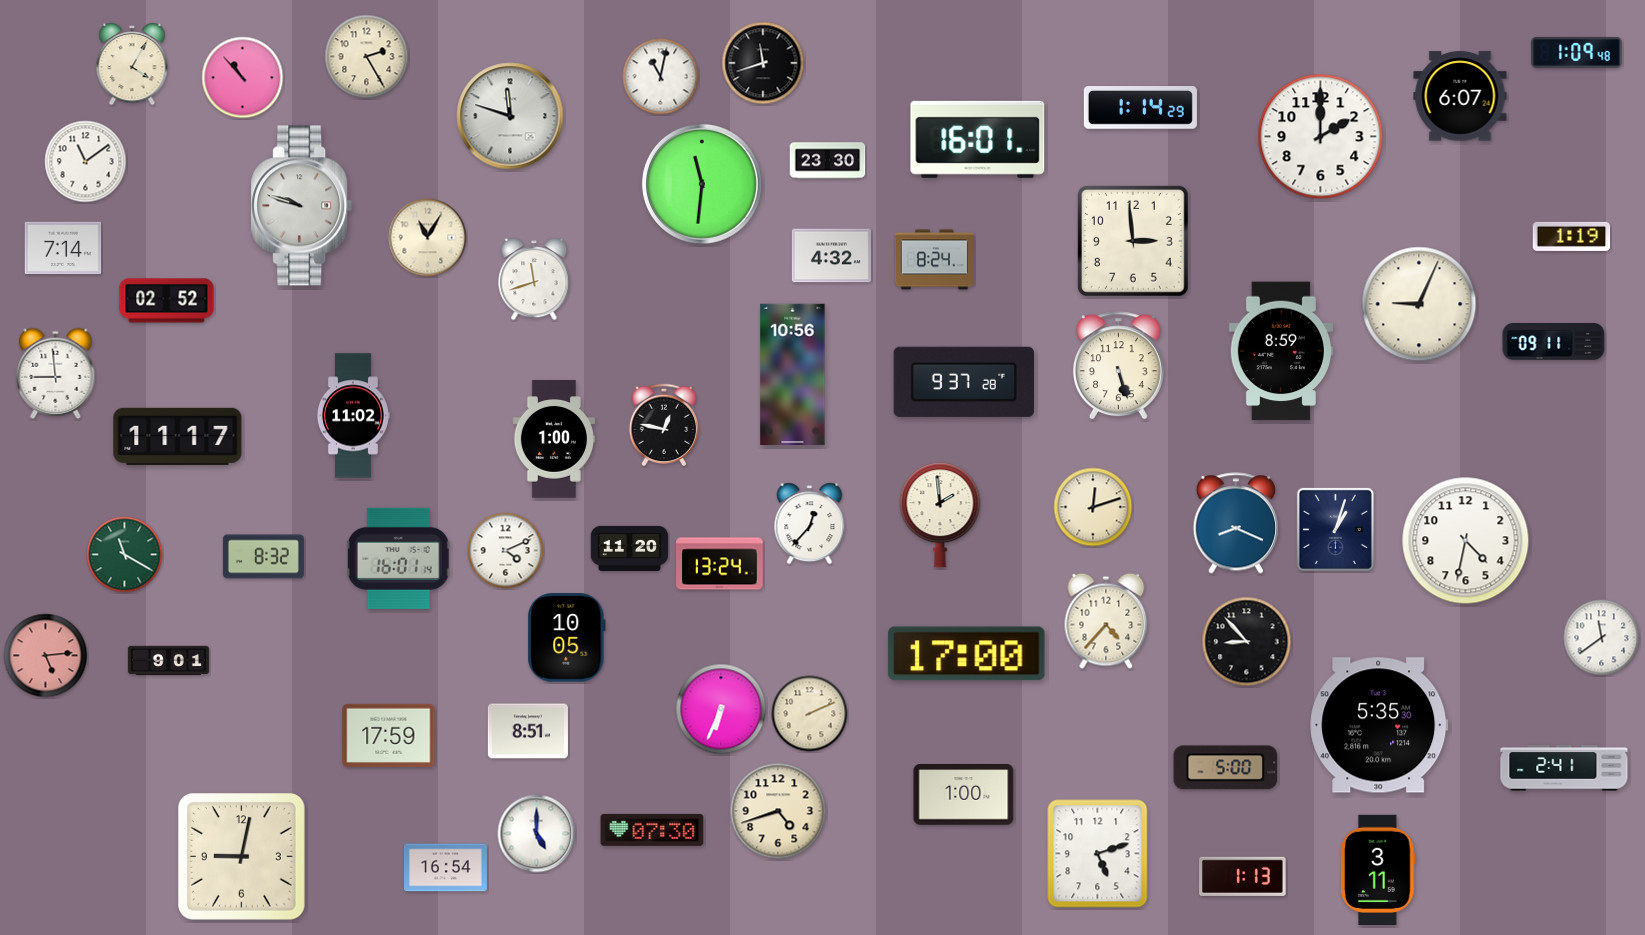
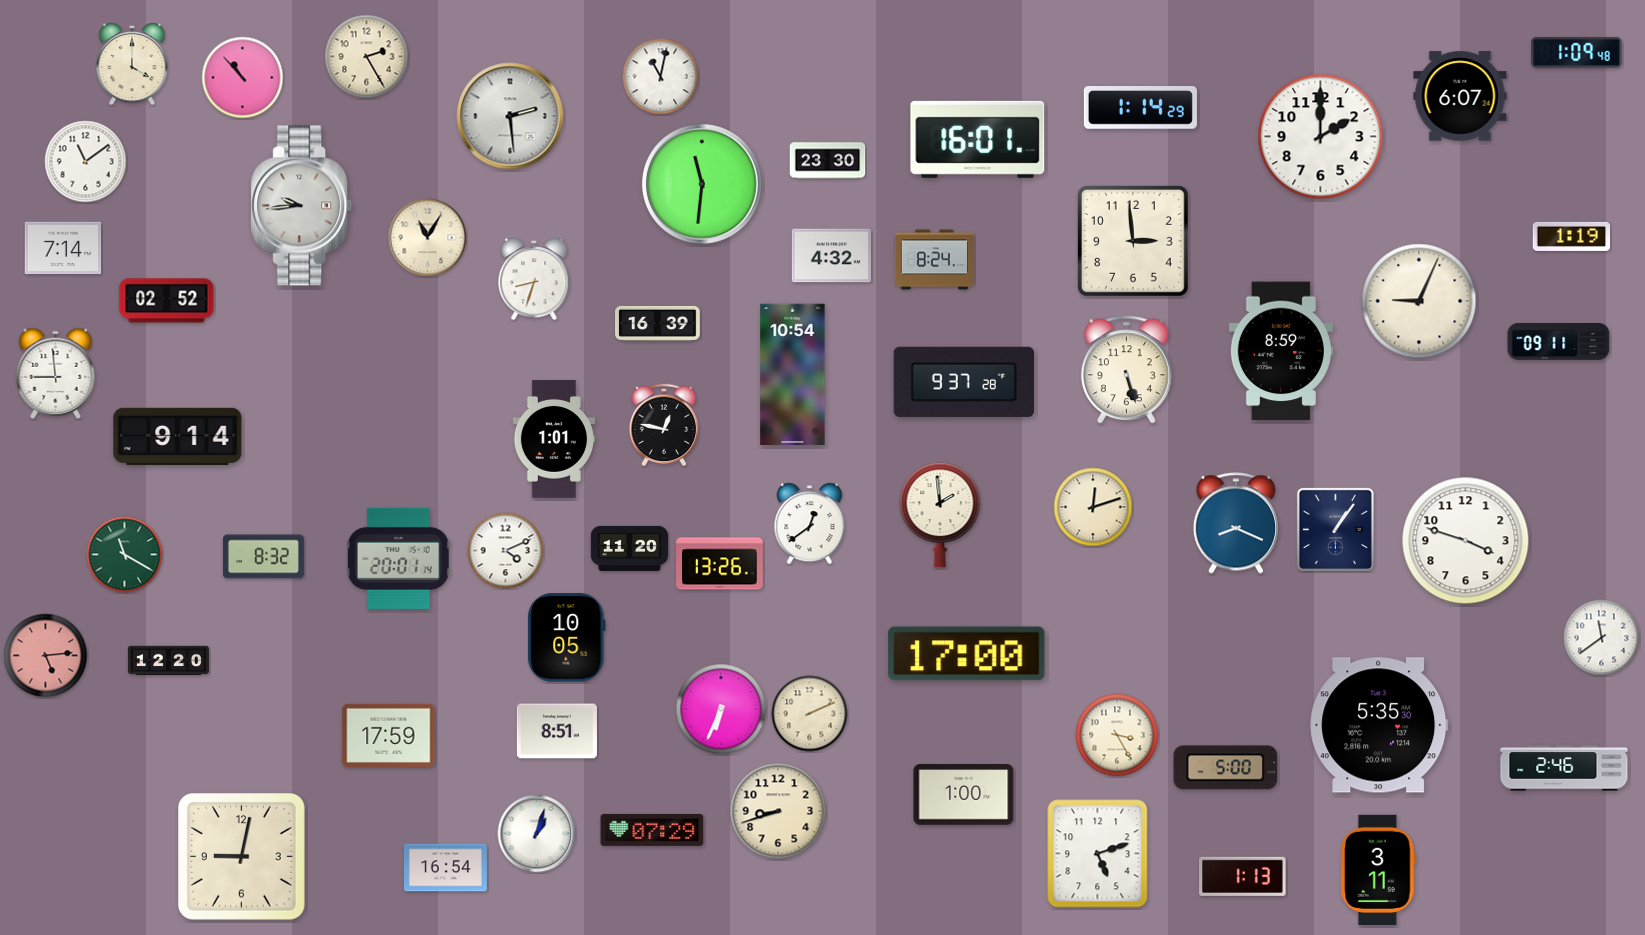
clock at (763, 63): 11:42 -> none
clock at (132, 64): 4:05 -> 4:00
clock at (510, 116): 11:48 -> 2:29
clock at (302, 206): 9:48 -> 9:44
clock at (534, 279): 11:42 -> 8:33
clock at (1419, 304) position: (1419, 304) -> (1419, 301)
clock at (658, 323): none -> 16:39
clock at (1554, 342) position: (1554, 342) -> (1559, 342)
clock at (1118, 366) position: (1118, 366) -> (1126, 370)
clock at (793, 375): 10:56 -> 10:54
clock at (353, 416): 11:02 -> none
clock at (178, 436): 11:17 -> 9:14
clock at (554, 439): 1:00 -> 1:01
clock at (810, 524): 12:37 -> 12:39
clock at (1335, 529): 1:03 -> 1:06
clock at (1466, 541): 4:32 -> 3:48
clock at (398, 558): 16:01 -> 20:01
clock at (720, 564): 13:24 -> 13:26
clock at (1106, 621): 4:37 -> none
clock at (1247, 642): 8:53 -> none
clock at (168, 660): 9:01 -> 12:20
clock at (528, 731) position: (528, 731) -> (557, 731)
clock at (1117, 735): none -> 3:25
clock at (1564, 768): 2:41 -> 2:46
clock at (778, 811): 4:42 -> 8:42
clock at (652, 830): 07:30 -> 07:29
clock at (537, 834): 5:00 -> 1:03
